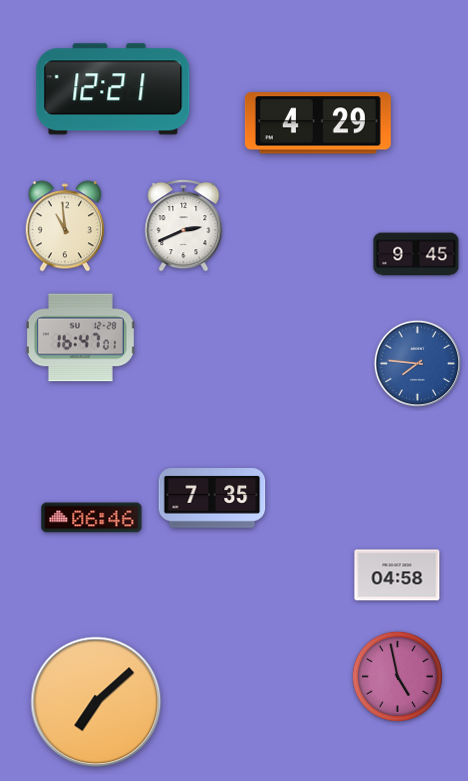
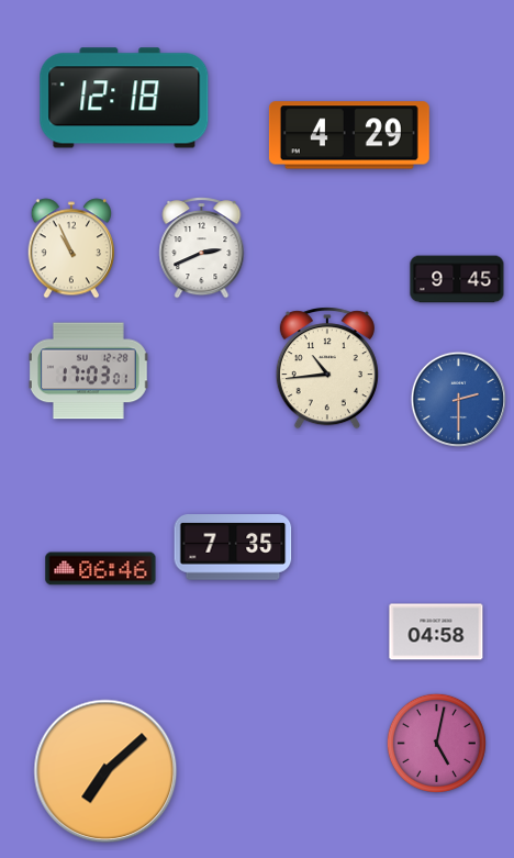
clock at (113, 89): 12:21 -> 12:18
clock at (64, 226): 10:59 -> 10:56
clock at (327, 368): none -> 10:44
clock at (81, 338): 16:47 -> 17:03
clock at (417, 363): 7:46 -> 2:30
clock at (397, 676): 4:58 -> 5:02
